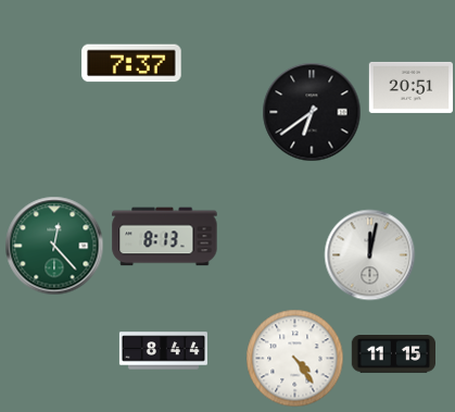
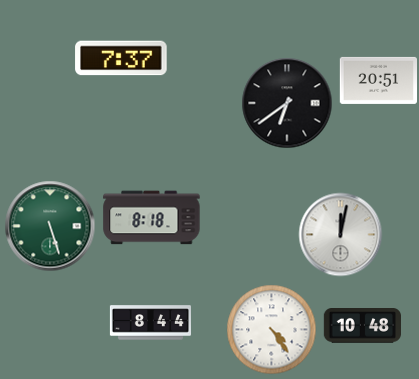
clock at (165, 237): 8:13 -> 8:18
clock at (54, 246): 12:23 -> 5:27
clock at (393, 354): 11:15 -> 10:48
